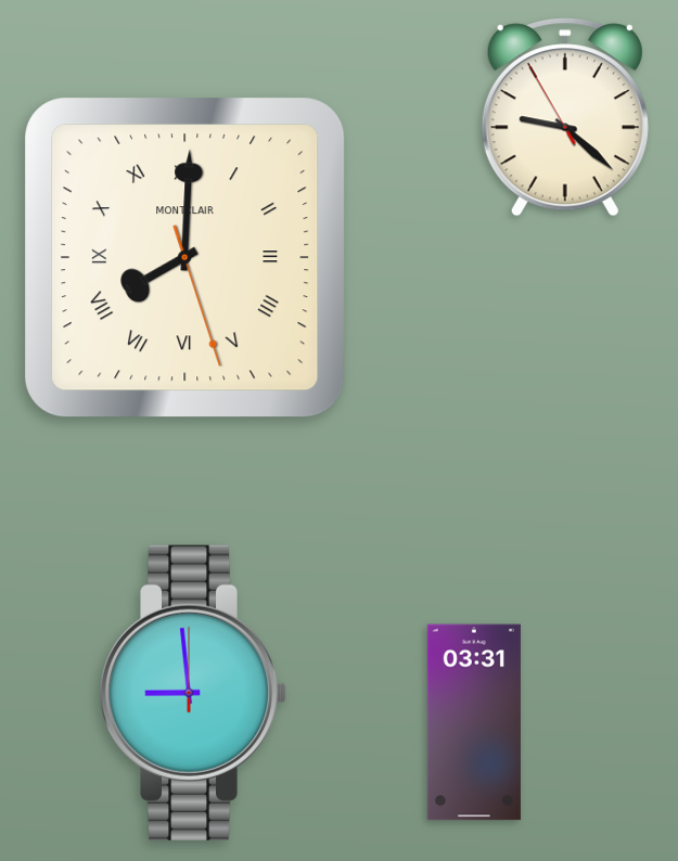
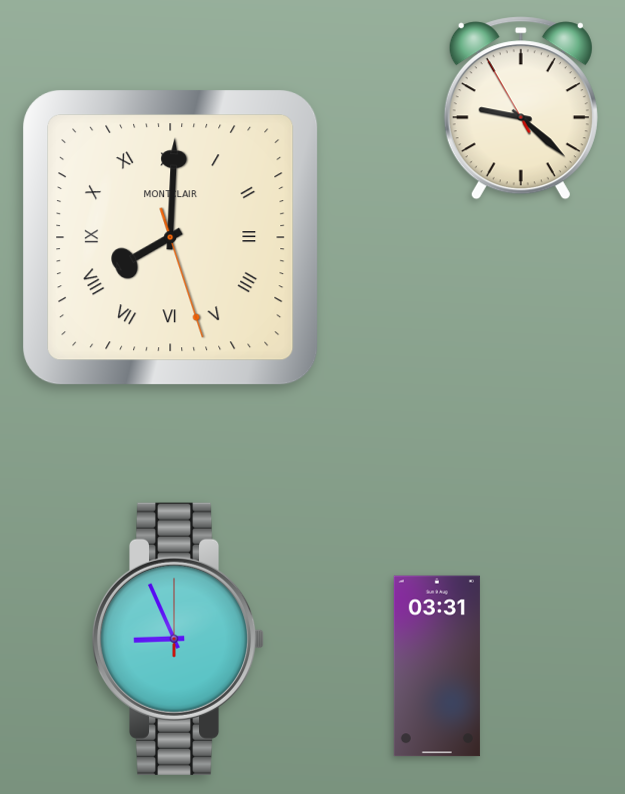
clock at (193, 693): 8:59 -> 8:56
